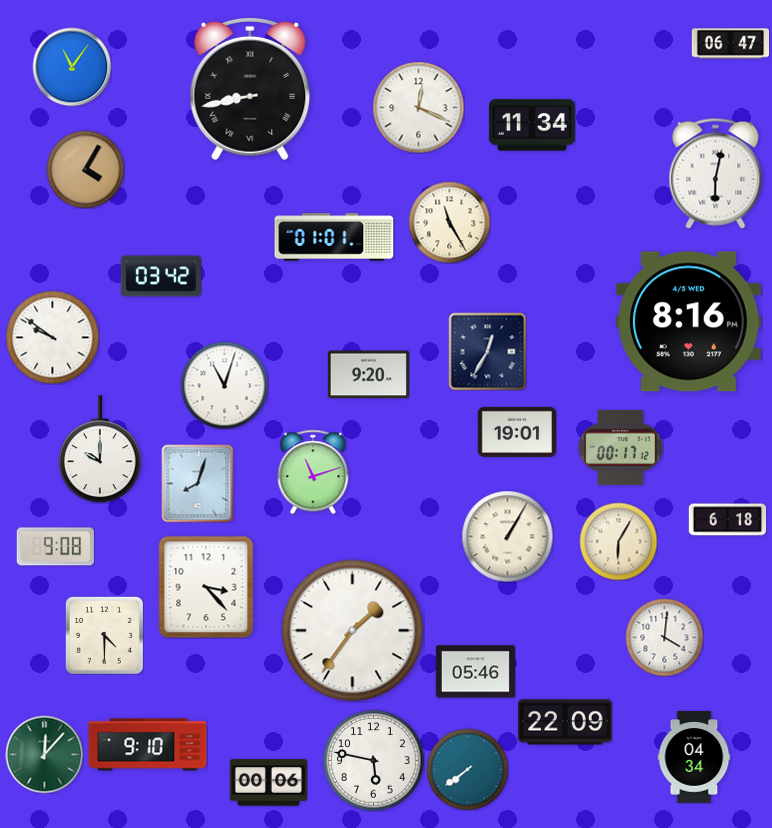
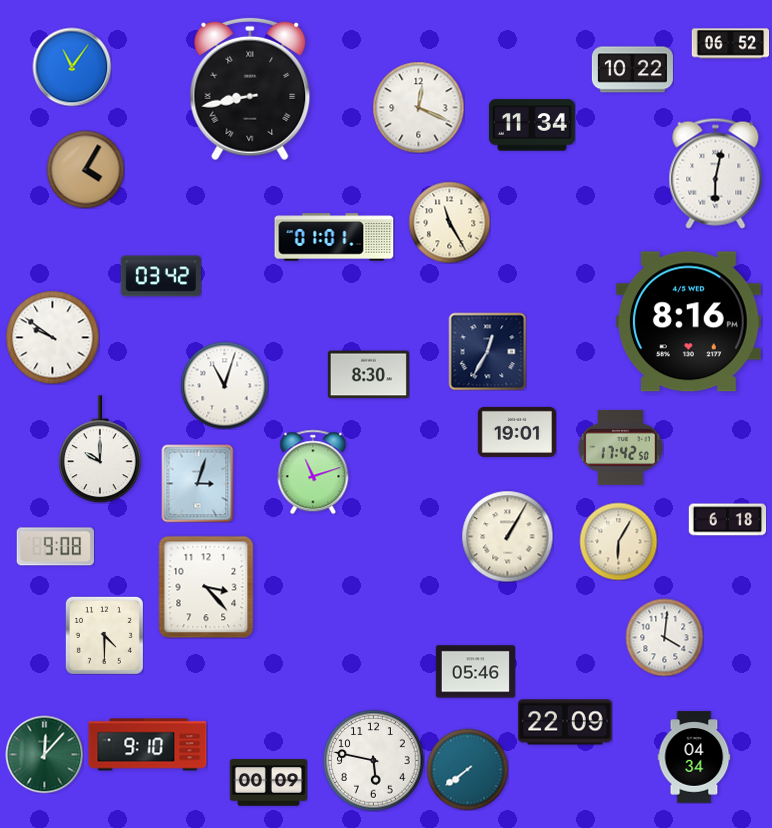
clock at (730, 44): 06:47 -> 06:52
clock at (632, 70): none -> 10:22
clock at (368, 375): 9:20 -> 8:30
clock at (620, 447): 00:17 -> 17:42
clock at (198, 483): 8:03 -> 3:03
clock at (353, 631): 1:36 -> none
clock at (268, 783): 00:06 -> 00:09
